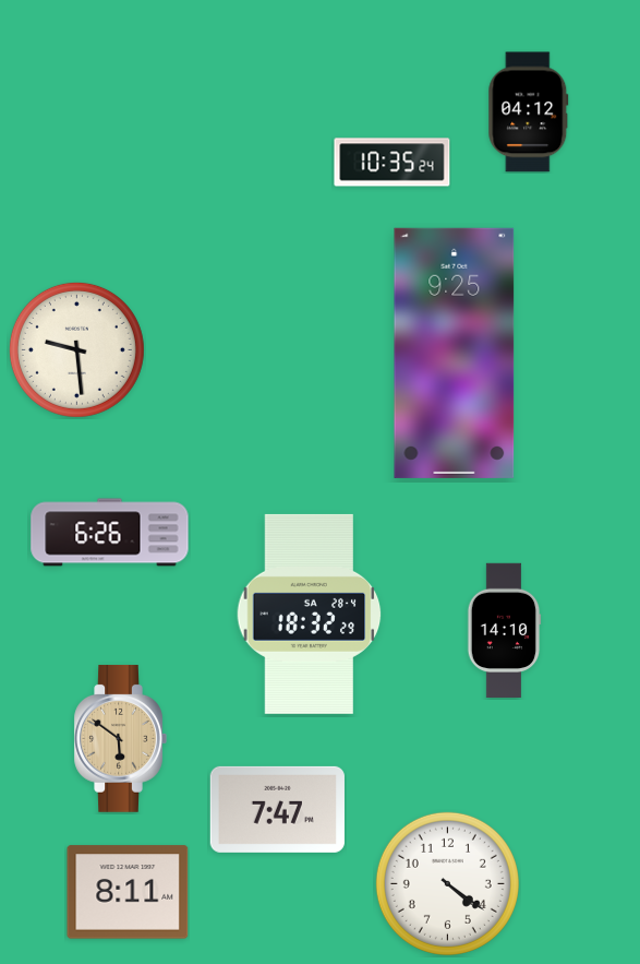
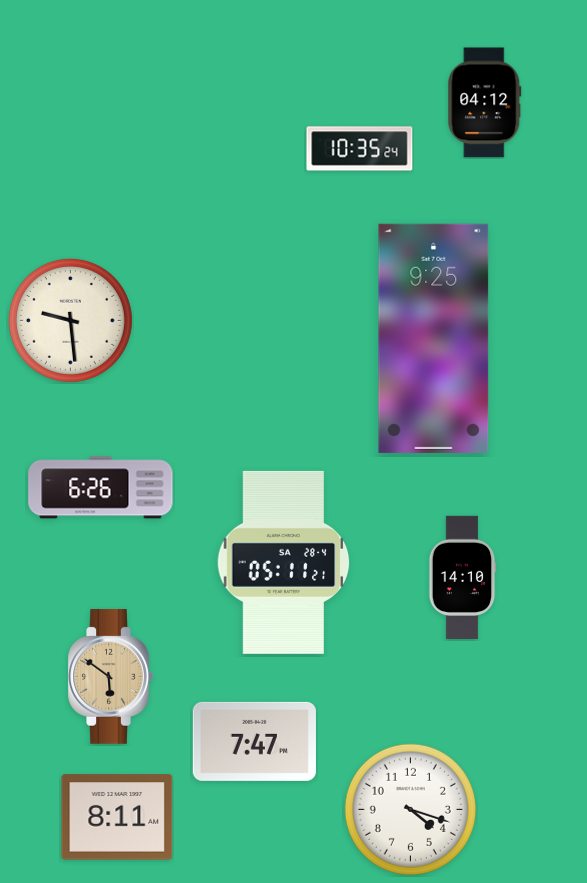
clock at (455, 353) position: (455, 353) -> (434, 338)
clock at (310, 614): 18:32 -> 05:11
clock at (447, 883): 4:21 -> 4:18
